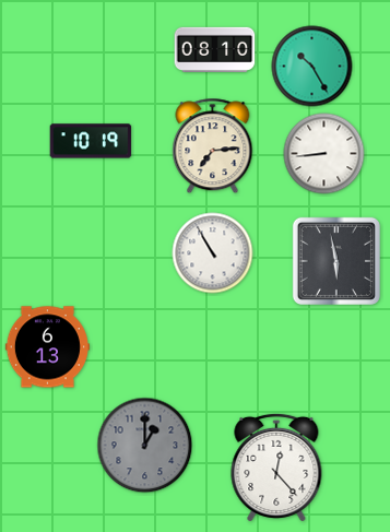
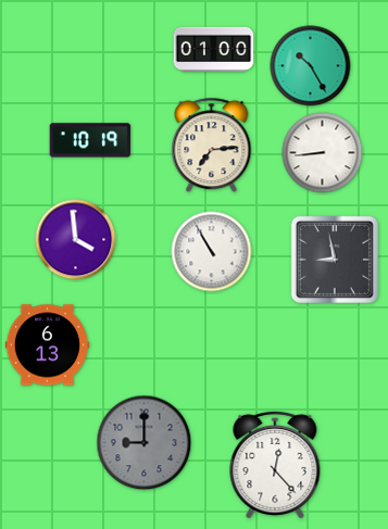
clock at (215, 49): 08:10 -> 01:00
clock at (76, 240): none -> 3:59
clock at (336, 261): 5:58 -> 8:58
clock at (145, 446): 1:00 -> 9:00
